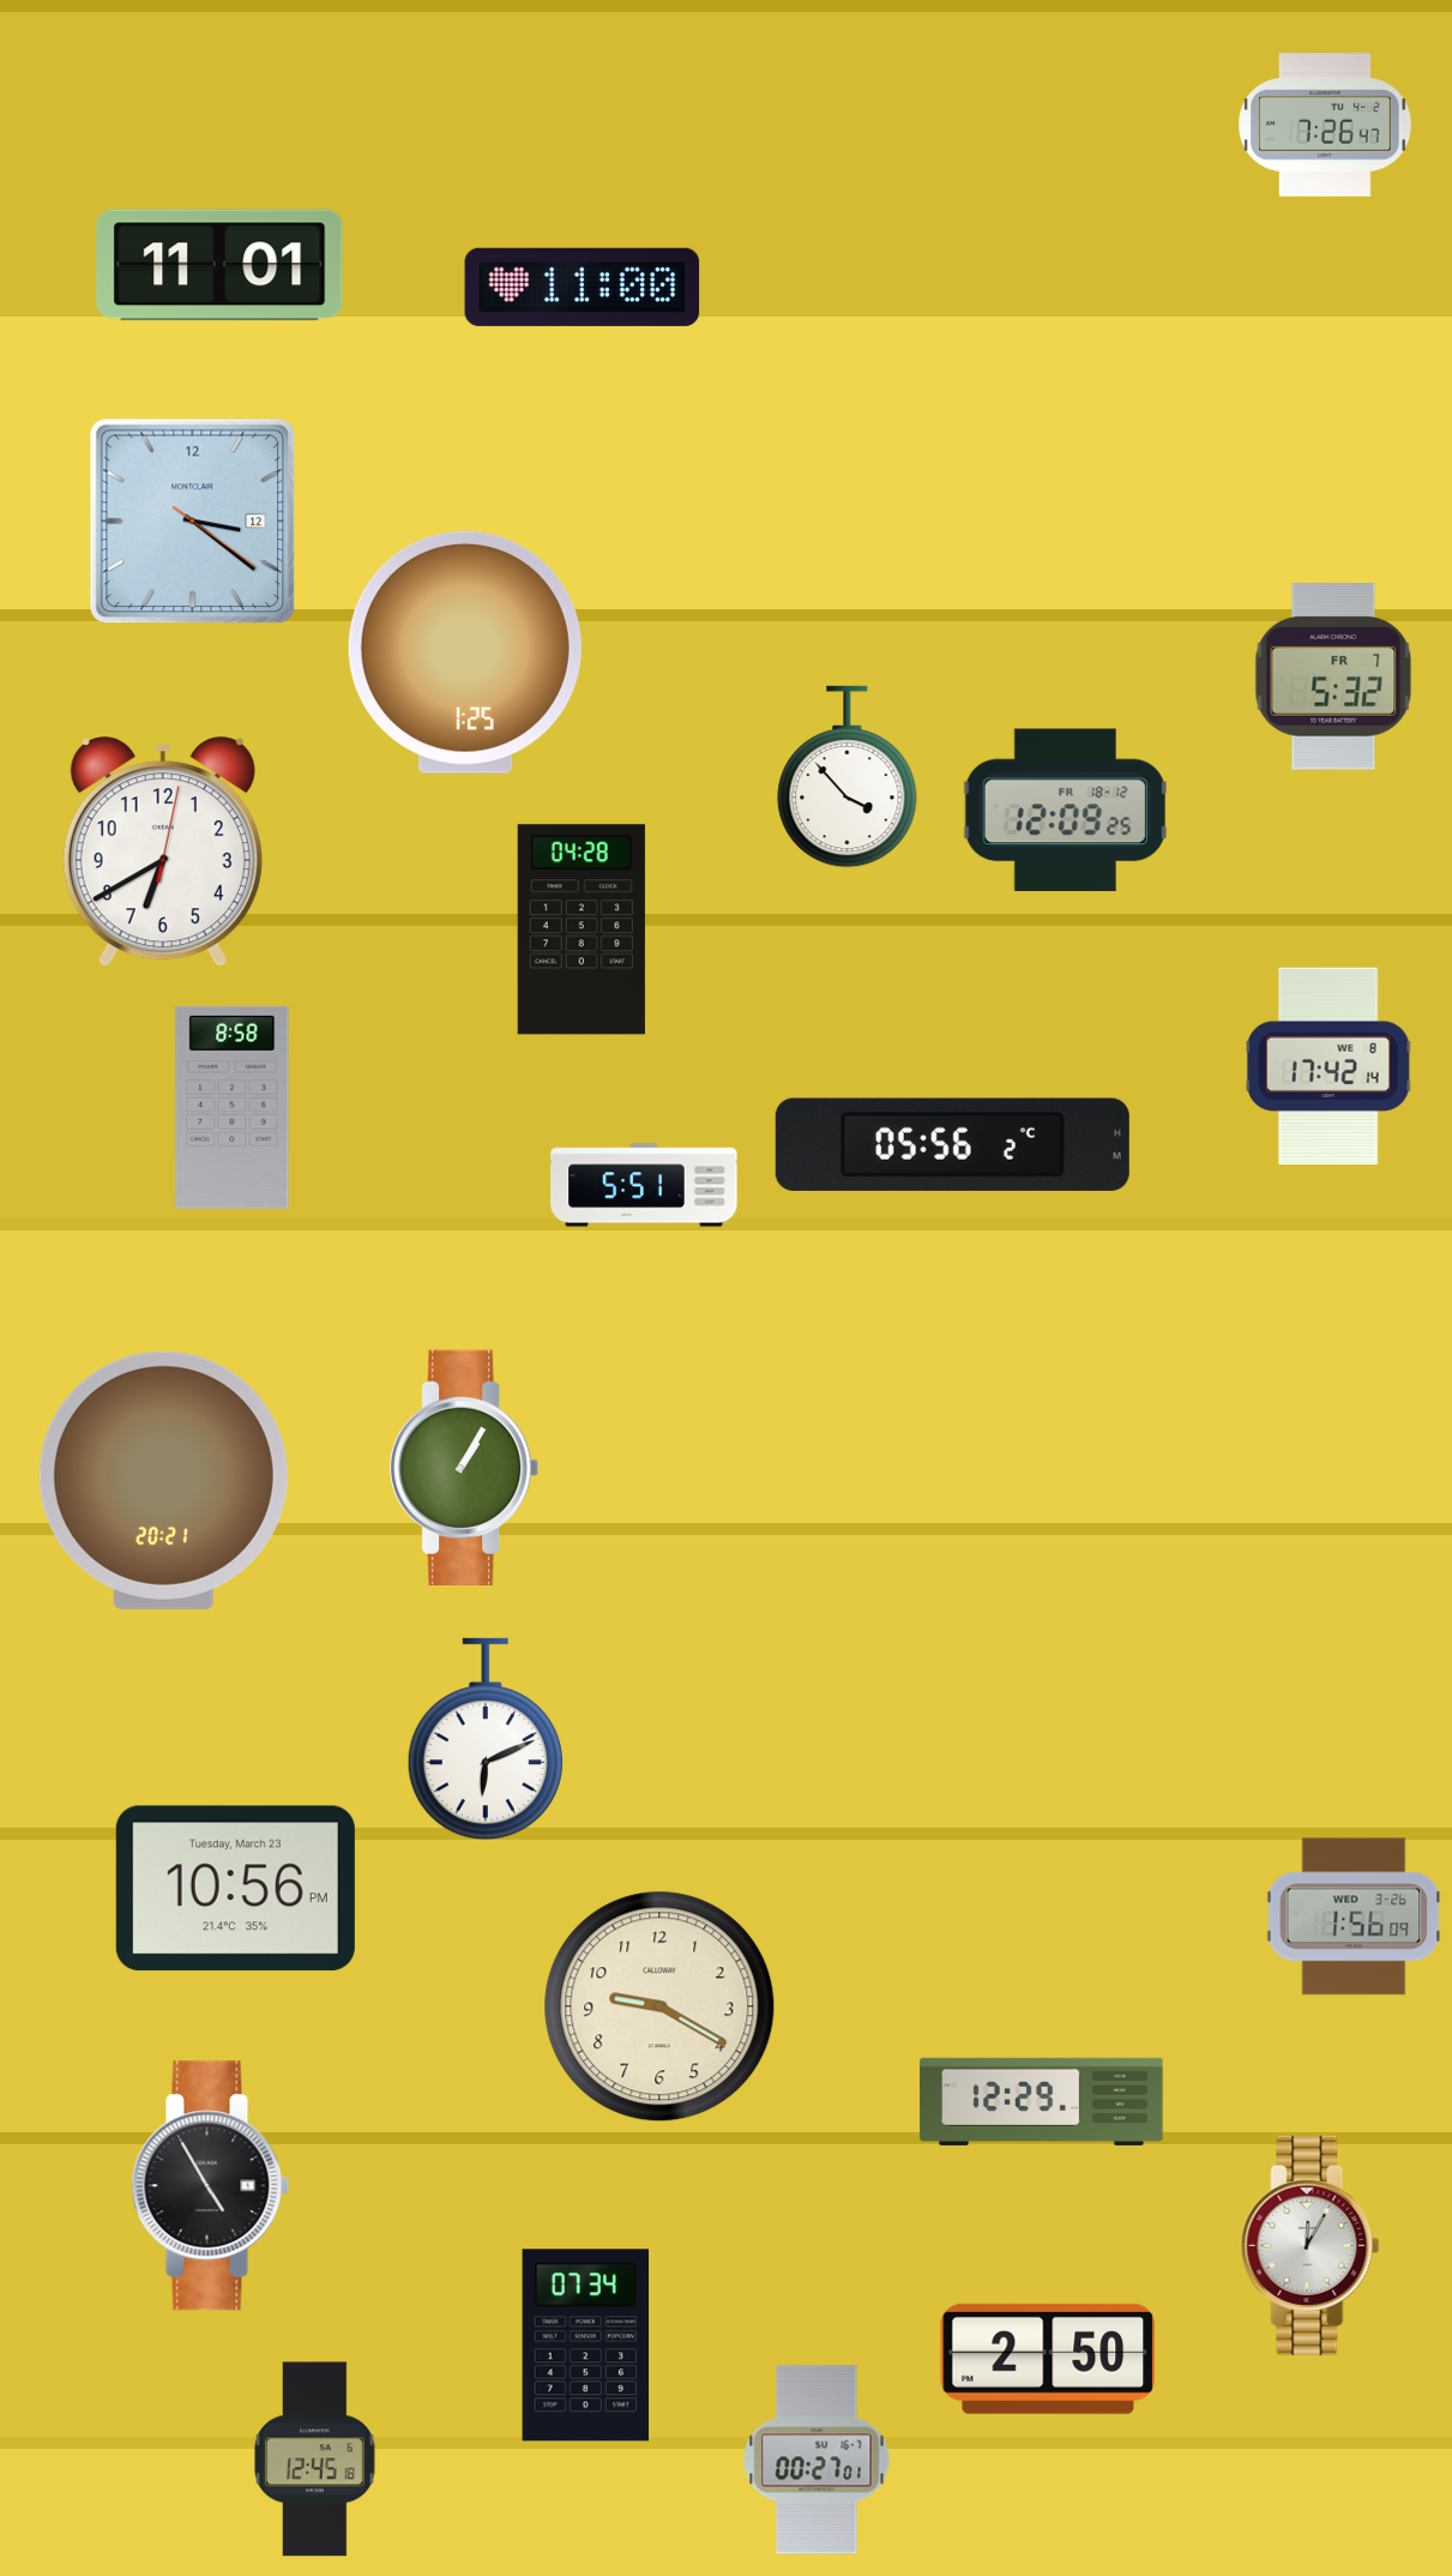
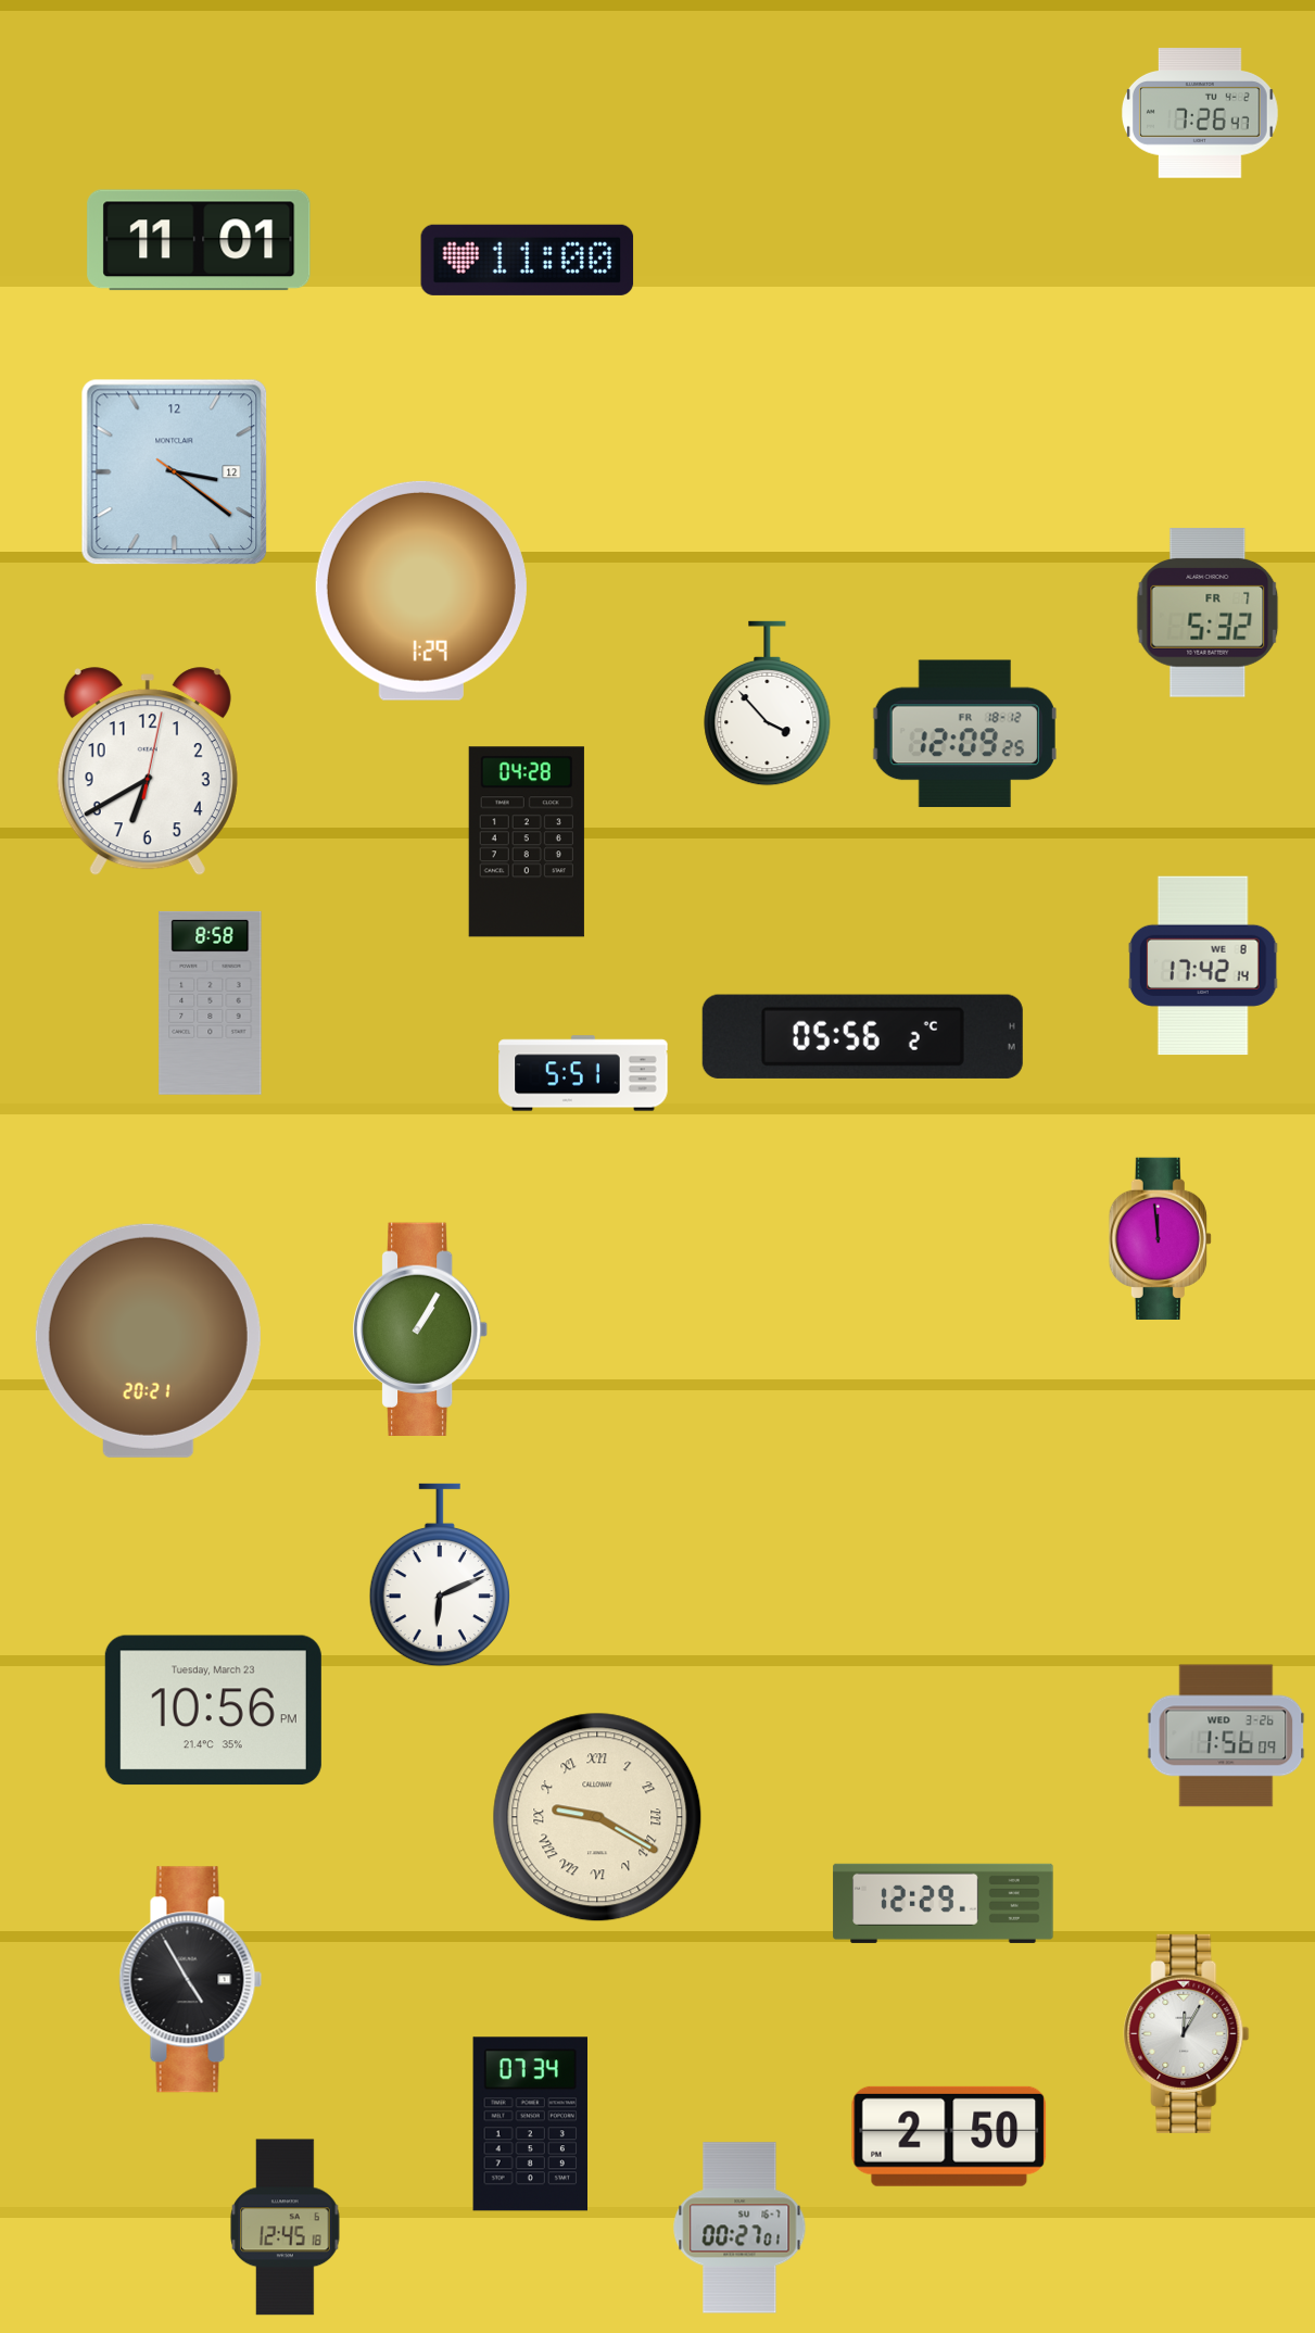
clock at (465, 652): 1:25 -> 1:29
clock at (1160, 1238): none -> 11:59
clock at (659, 2006) numerals: Arabic -> Roman
